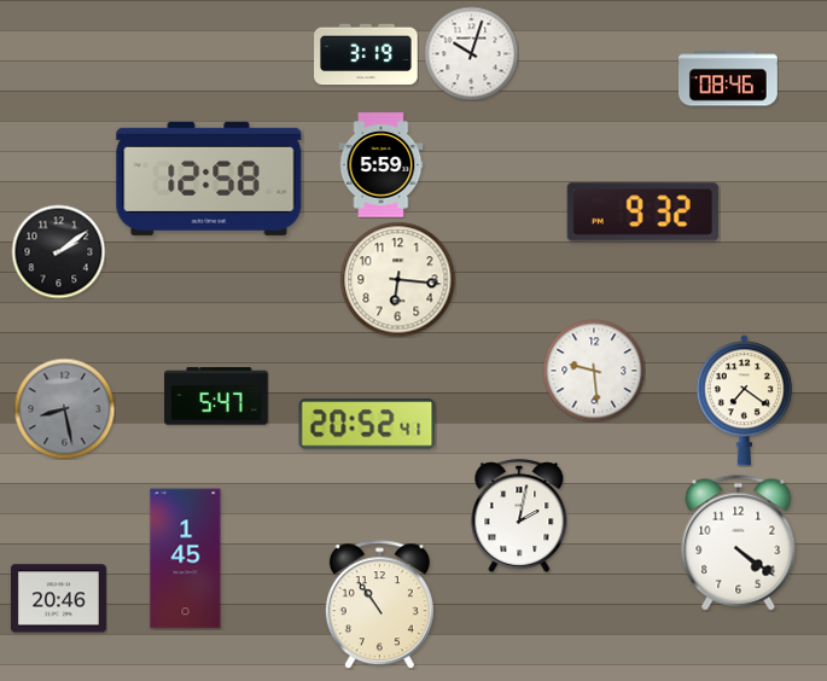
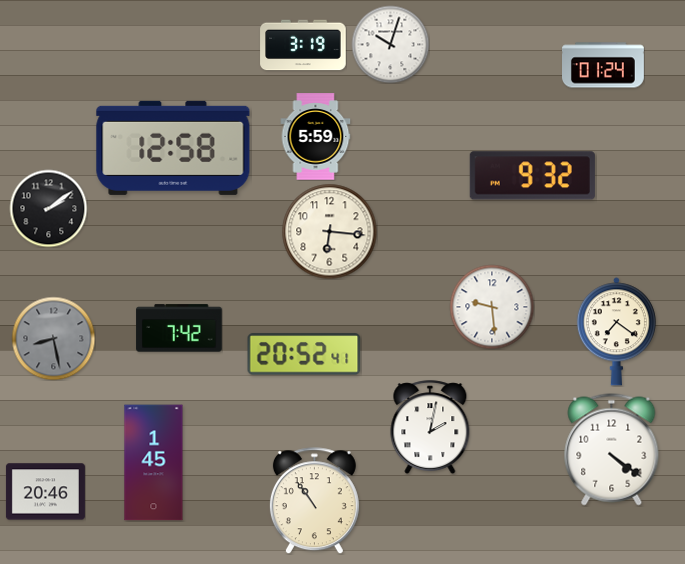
clock at (729, 78): 08:46 -> 01:24
clock at (216, 396): 5:47 -> 7:42
clock at (367, 424) position: (367, 424) -> (304, 354)
clock at (58, 599) position: (58, 599) -> (45, 492)
